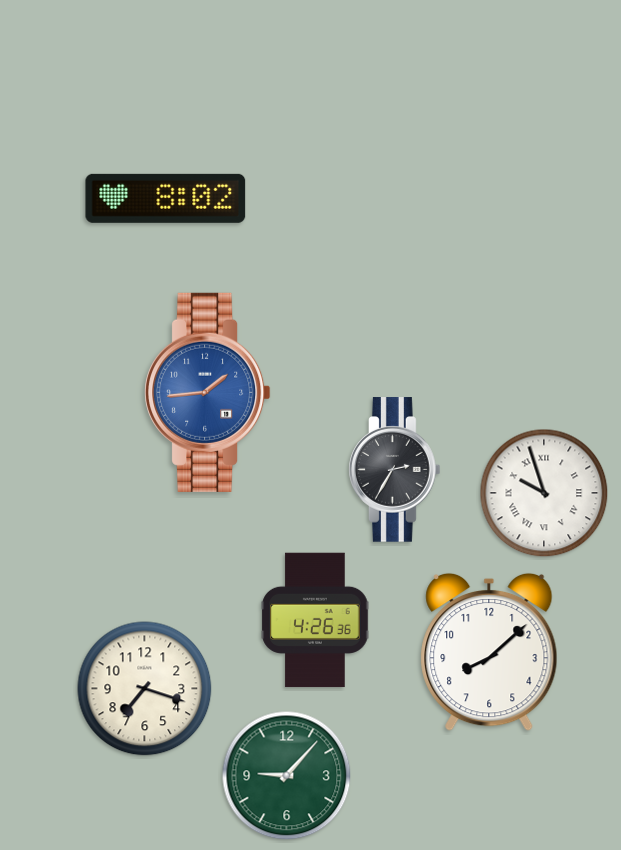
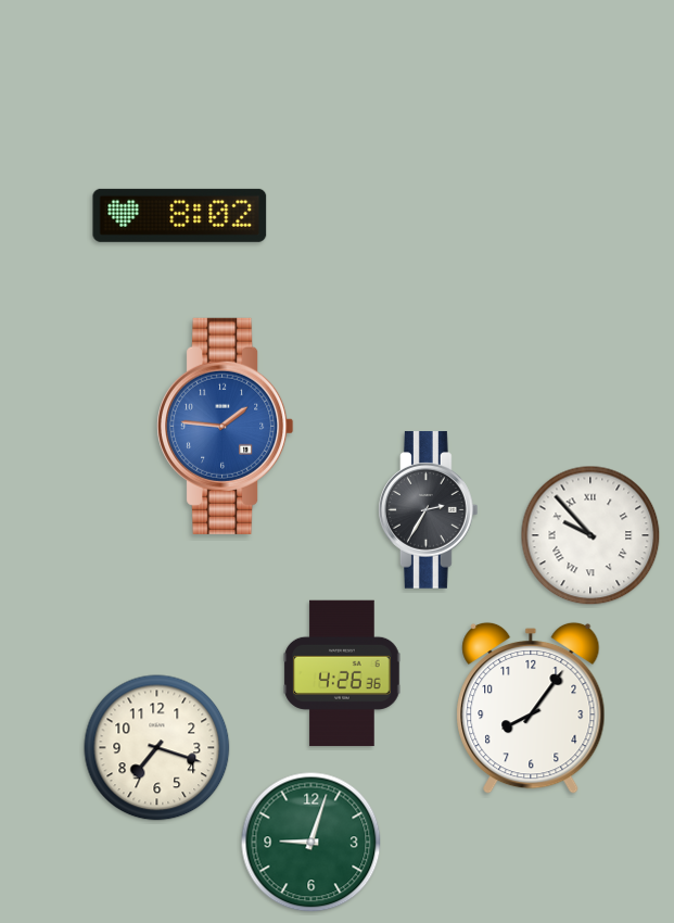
clock at (208, 392): 1:44 -> 1:46
clock at (544, 493): 9:57 -> 9:53
clock at (489, 652): 8:08 -> 8:06
clock at (287, 776): 9:07 -> 9:03
